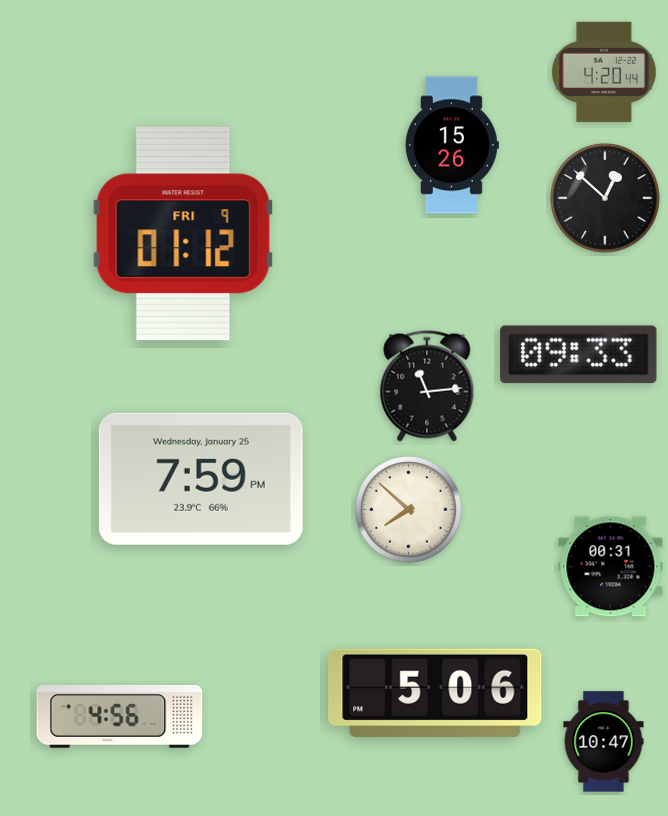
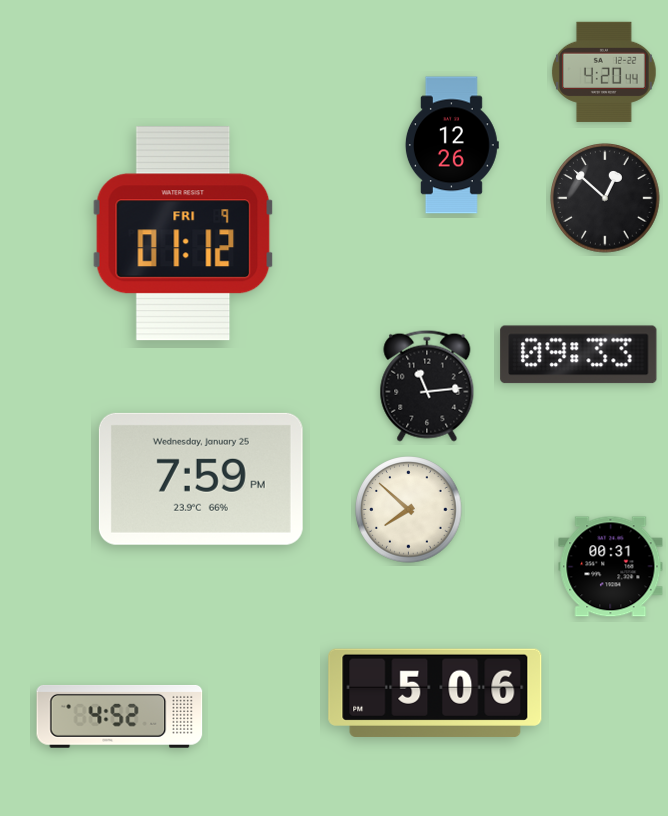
clock at (452, 145): 15:26 -> 12:26
clock at (120, 717): 4:56 -> 4:52
clock at (604, 742): 10:47 -> none
